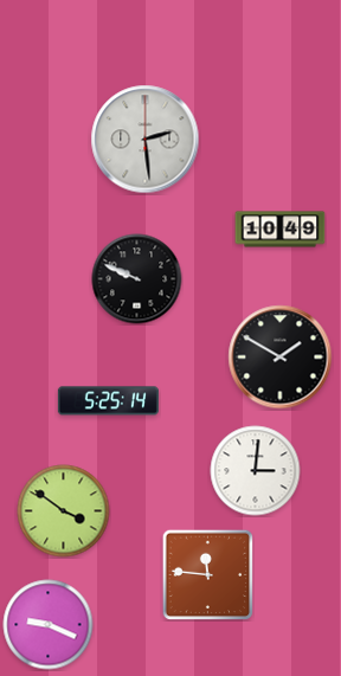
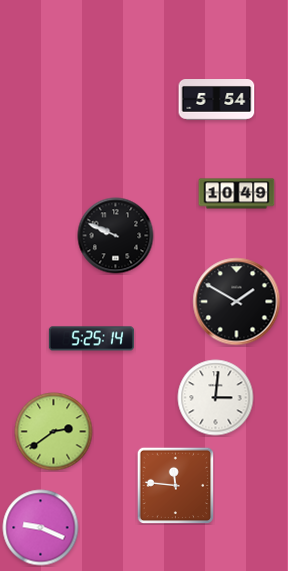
clock at (217, 100): none -> 5:54
clock at (146, 140): 2:29 -> none
clock at (64, 511): 3:51 -> 2:39
